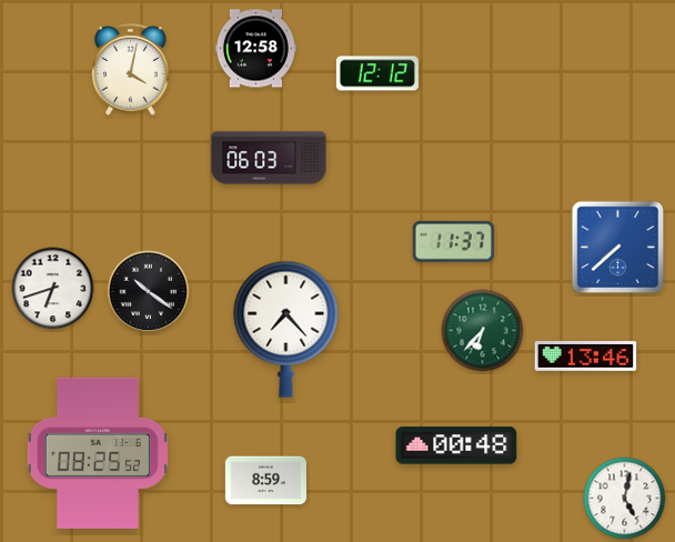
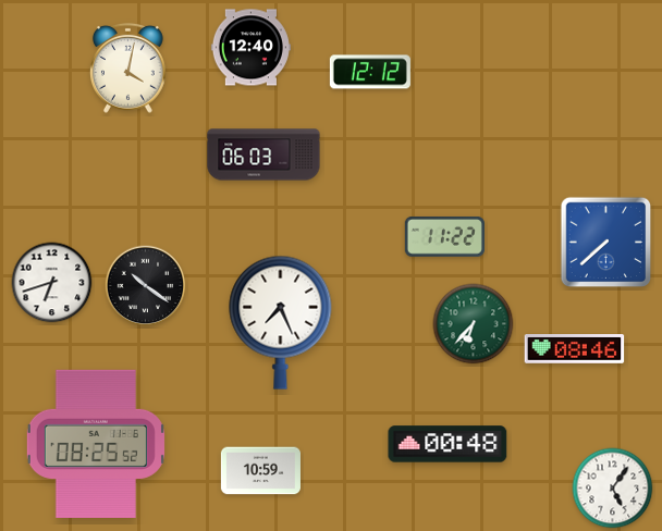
clock at (255, 49): 12:58 -> 12:40
clock at (453, 241): 11:37 -> 11:22
clock at (286, 329): 7:23 -> 7:26
clock at (586, 357): 13:46 -> 08:46
clock at (456, 445) position: (456, 445) -> (448, 444)
clock at (265, 481): 8:59 -> 10:59
clock at (625, 499): 5:02 -> 5:06
